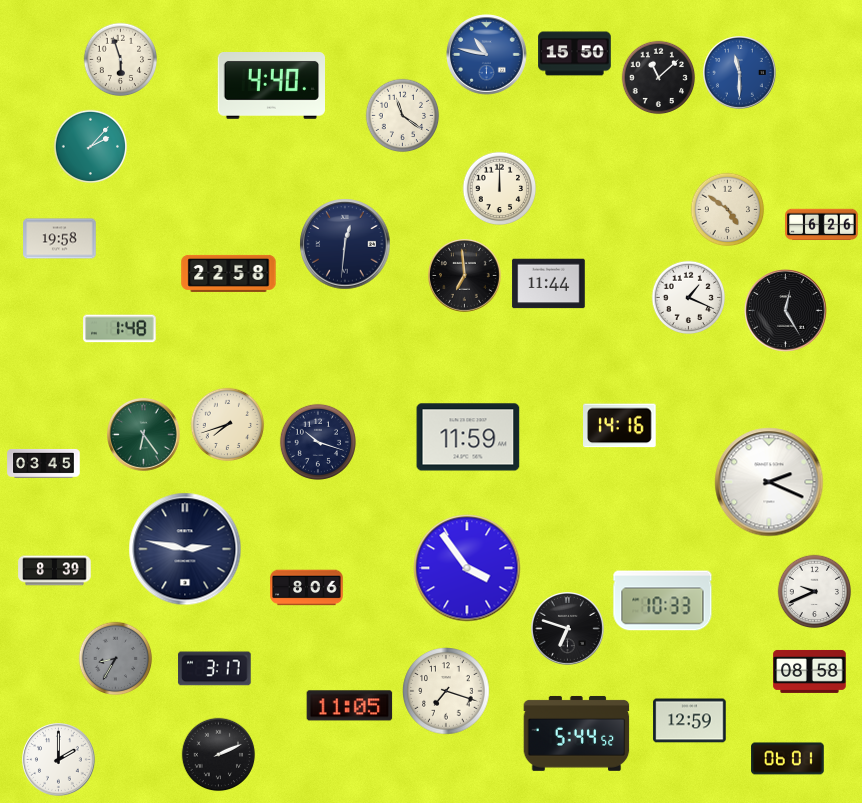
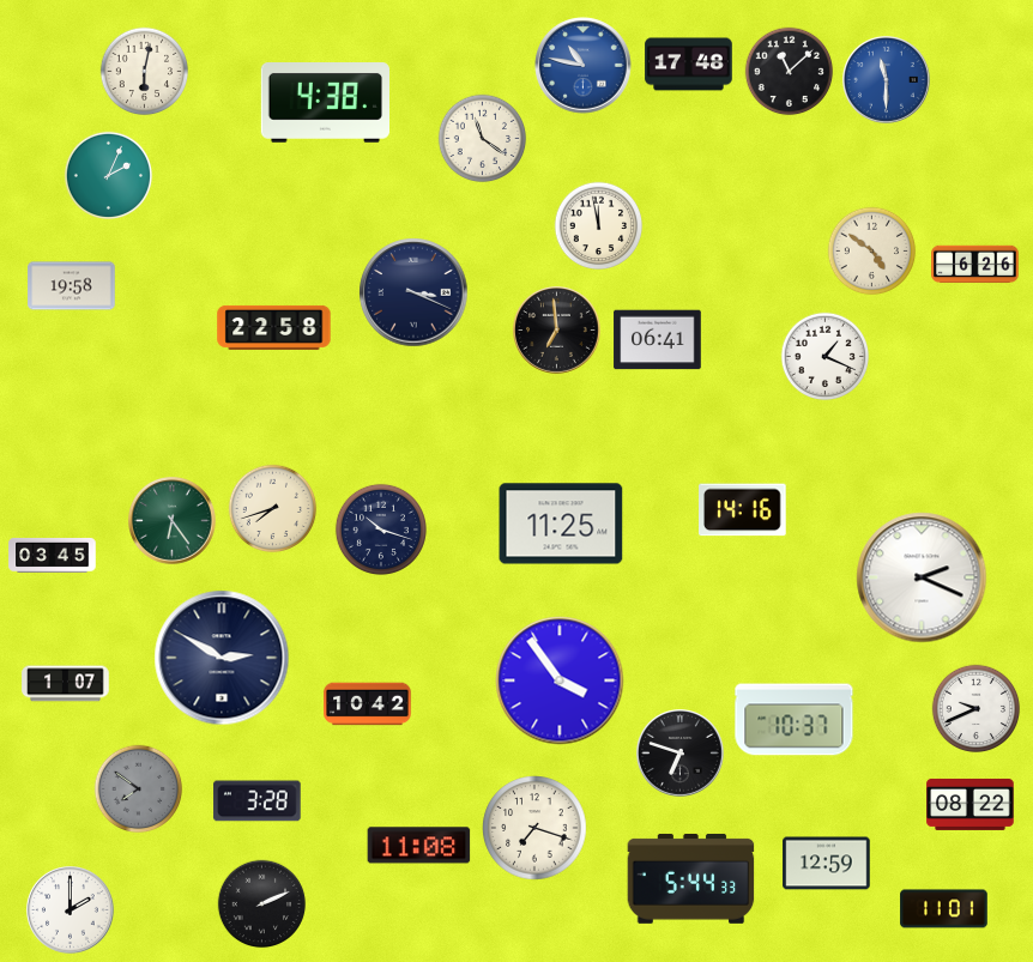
clock at (575, 54): 15:50 -> 17:48
clock at (121, 60): 5:57 -> 6:02
clock at (740, 73) position: (740, 73) -> (887, 80)
clock at (659, 78) position: (659, 78) -> (790, 72)
clock at (271, 86): 4:40 -> 4:38
clock at (91, 147): 2:07 -> 2:04
clock at (500, 189): 12:00 -> 11:58
clock at (822, 225) position: (822, 225) -> (975, 265)
clock at (345, 244): 12:31 -> 3:19
clock at (549, 284): 11:44 -> 06:41
clock at (786, 311): 12:25 -> none
clock at (120, 329): 1:48 -> none
clock at (468, 437): 11:59 -> 11:25
clock at (185, 549): 2:47 -> 2:50
clock at (55, 571): 8:39 -> 1:07
clock at (307, 588): 8:06 -> 10:42
clock at (663, 601): 10:33 -> 10:37
clock at (116, 659): 8:35 -> 7:51
clock at (215, 669): 3:17 -> 3:28
clock at (810, 671): 08:58 -> 08:22
clock at (350, 706): 11:05 -> 11:08
clock at (577, 734): 5:44:52 -> 5:44:33
clock at (788, 759): 06:01 -> 11:01
